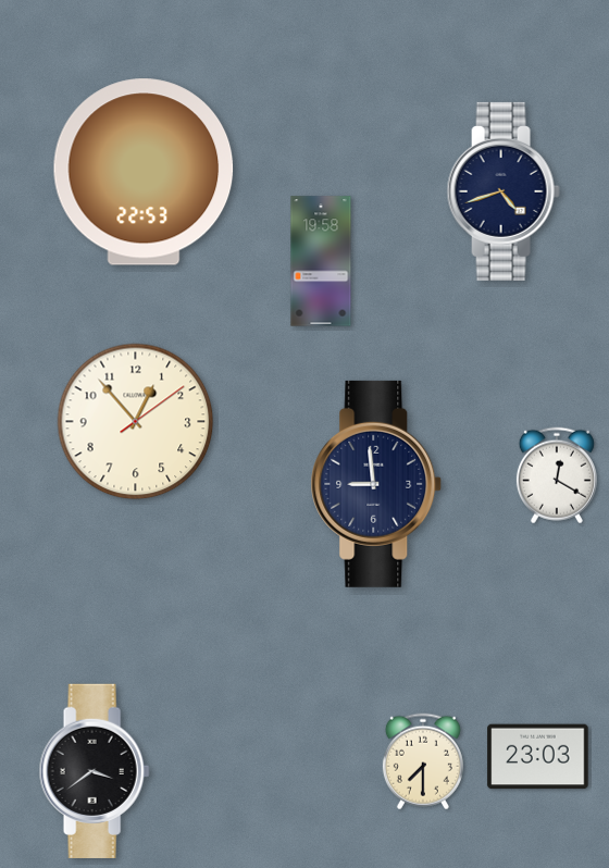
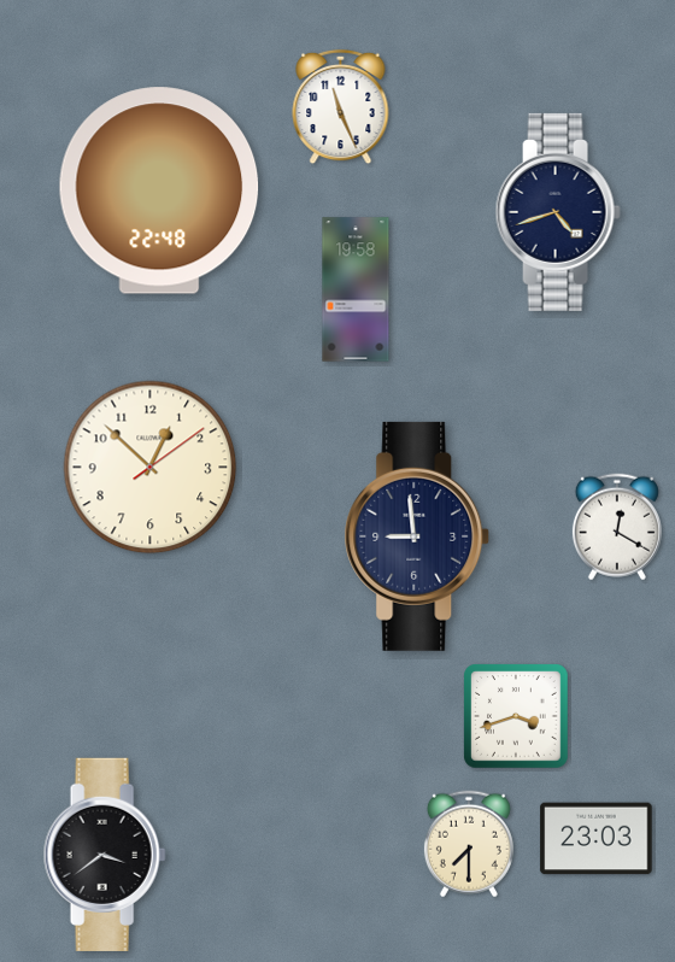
clock at (341, 107): none -> 11:26
clock at (144, 172): 22:53 -> 22:48
clock at (136, 422): 12:53 -> 12:52
clock at (516, 716): none -> 3:42
